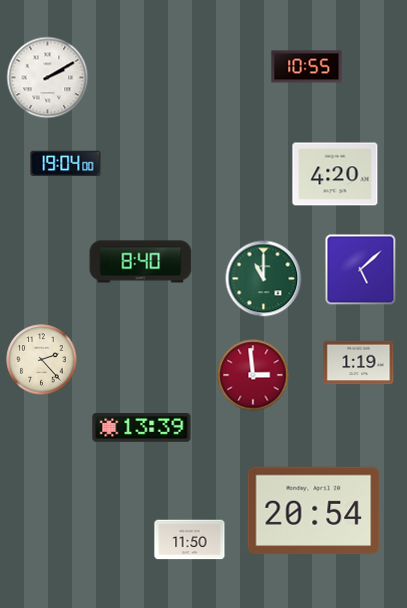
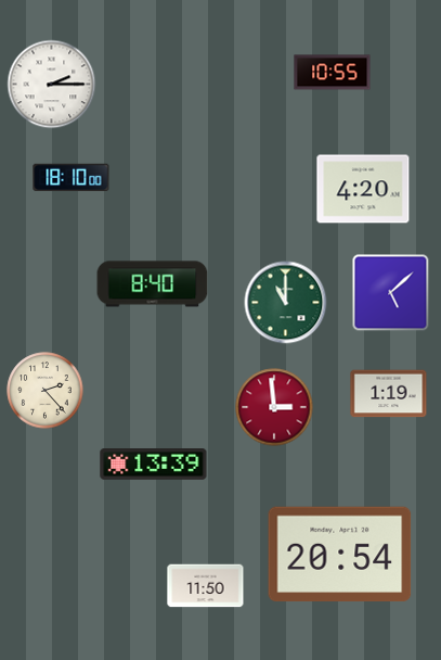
clock at (48, 78): 2:10 -> 2:15
clock at (66, 163): 19:04 -> 18:10
